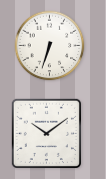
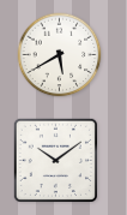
clock at (50, 46): 6:33 -> 5:40
